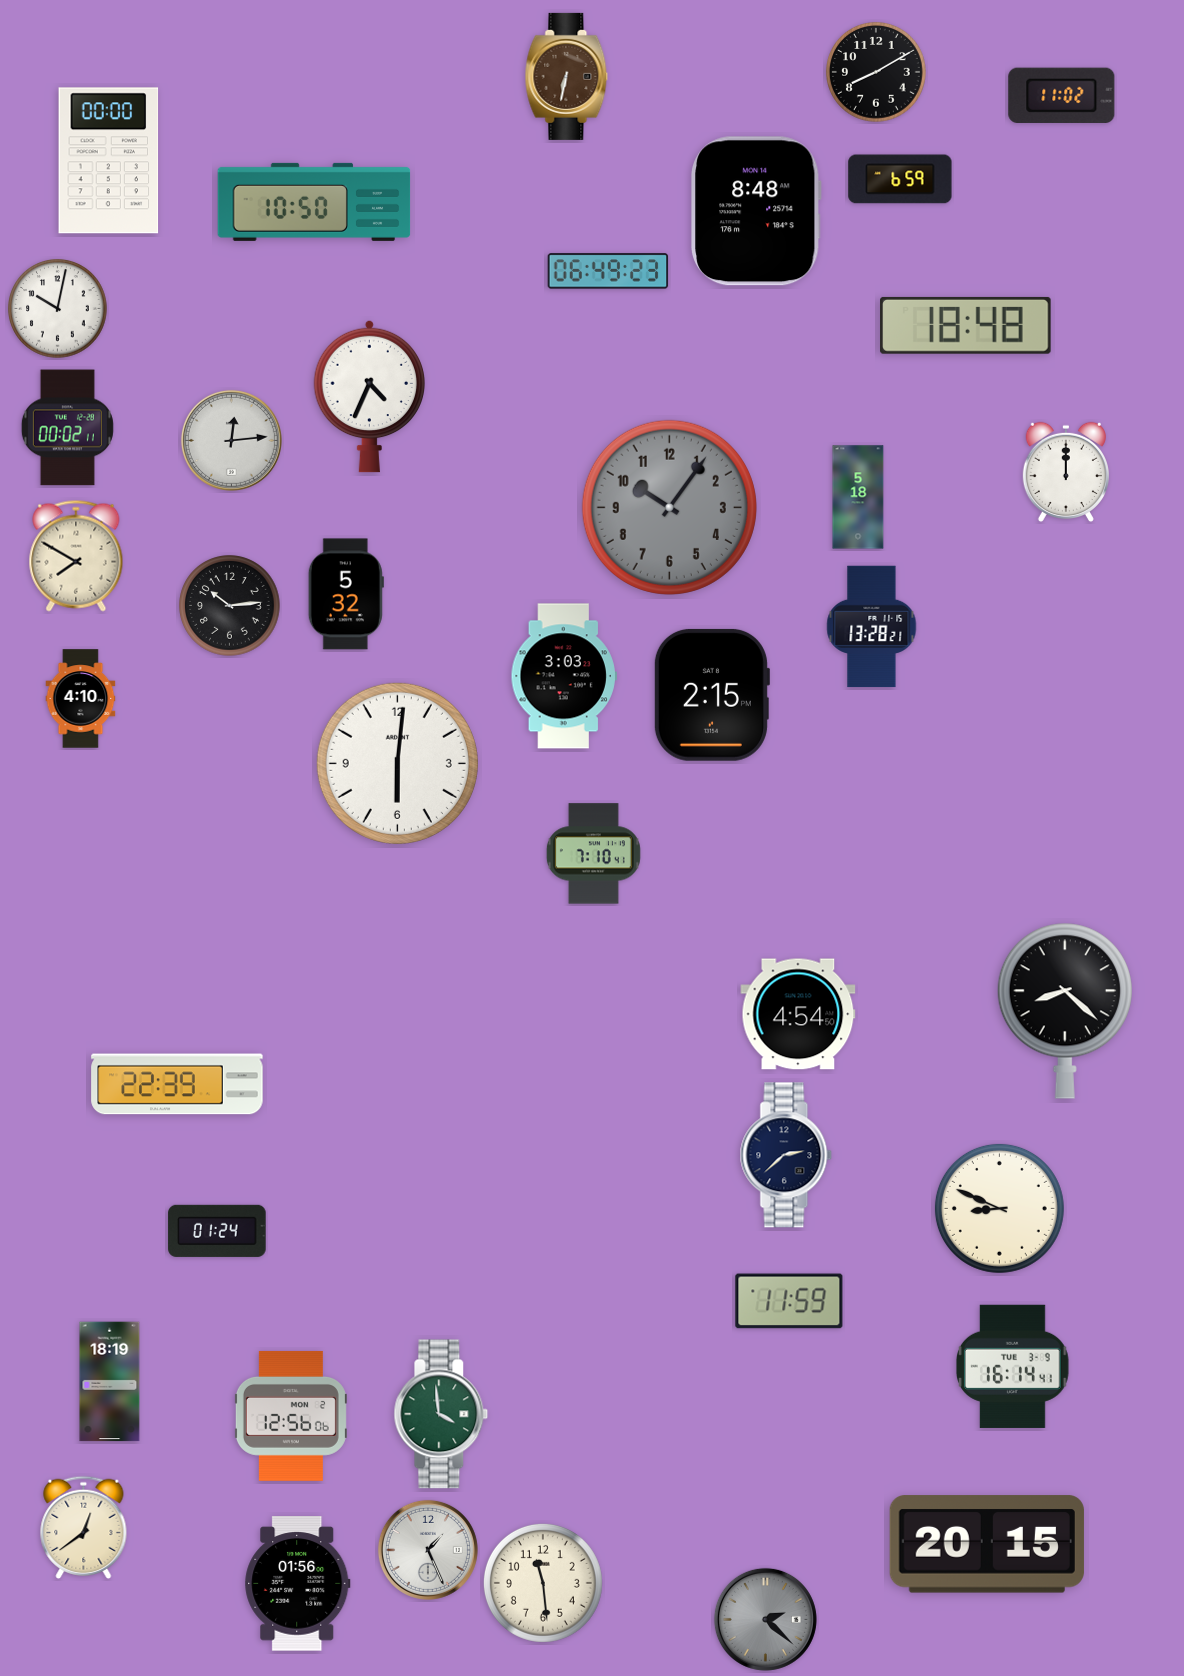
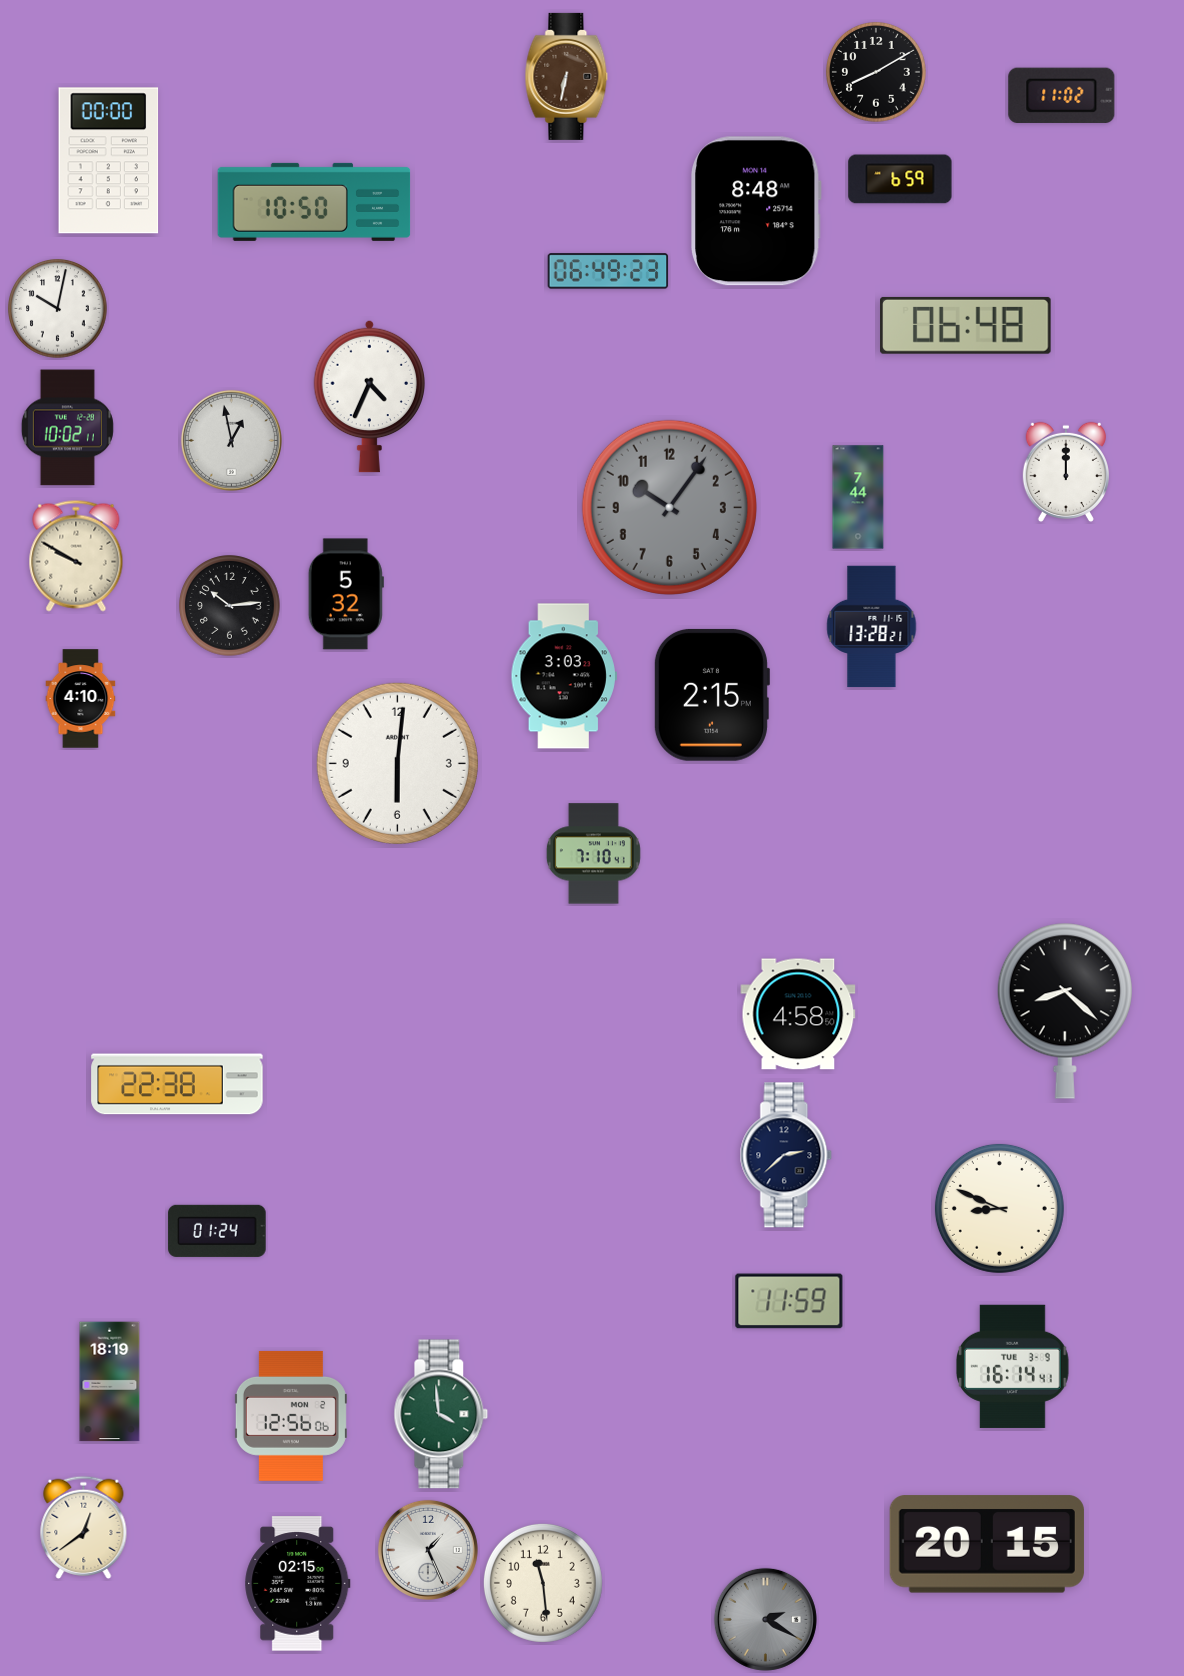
clock at (966, 325): 18:48 -> 06:48
clock at (67, 428): 00:02 -> 10:02
clock at (231, 440): 12:14 -> 12:58
clock at (858, 497): 5:18 -> 7:44
clock at (76, 556): 7:50 -> 9:50
clock at (798, 1014): 4:54 -> 4:58
clock at (177, 1084): 22:39 -> 22:38
clock at (298, 1584): 01:56 -> 02:15
clock at (765, 1619): 2:22 -> 2:20
